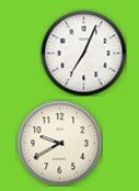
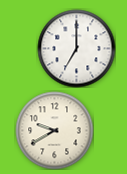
clock at (83, 53): 7:04 -> 7:00
